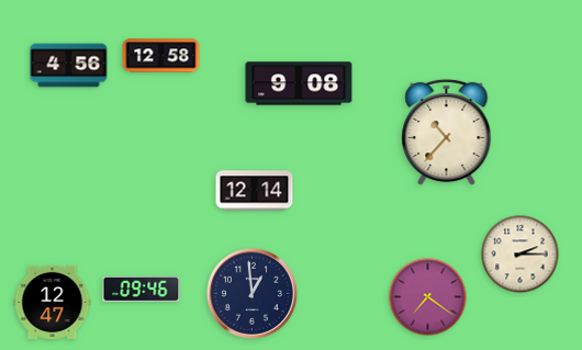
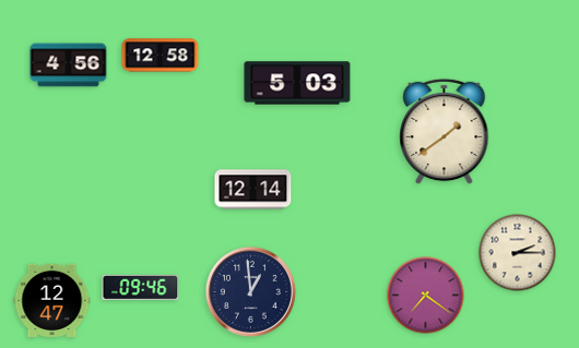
clock at (299, 83): 9:08 -> 5:03
clock at (447, 133): 10:37 -> 1:39
